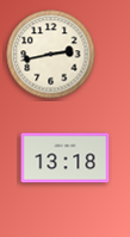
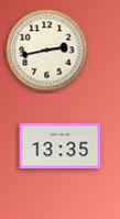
clock at (66, 158): 13:18 -> 13:35
